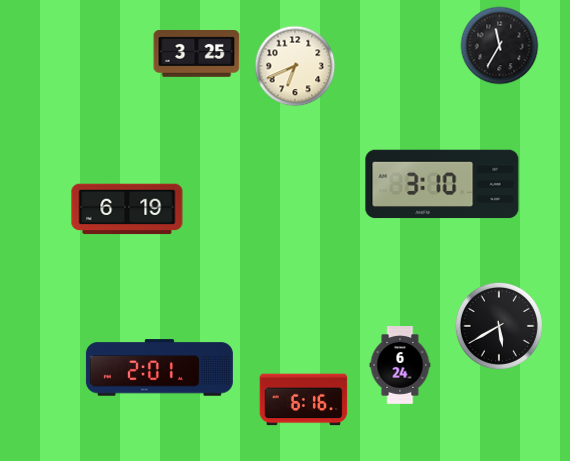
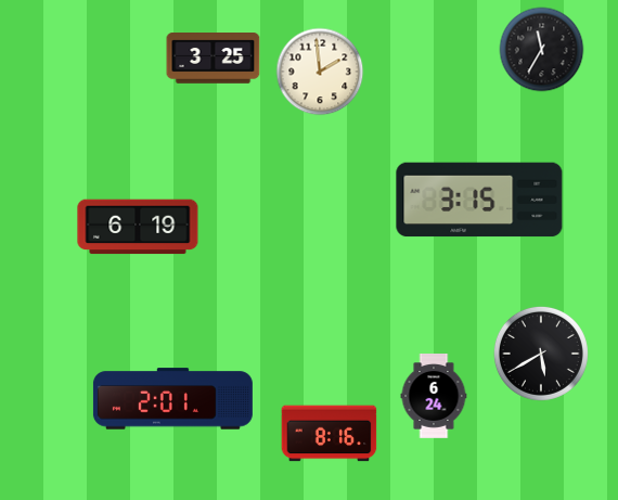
clock at (295, 66): 6:41 -> 1:59
clock at (442, 184): 3:10 -> 3:15
clock at (304, 400): 6:16 -> 8:16
